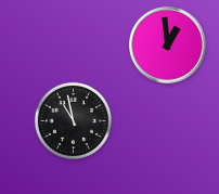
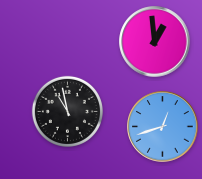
clock at (163, 127): none -> 12:42
